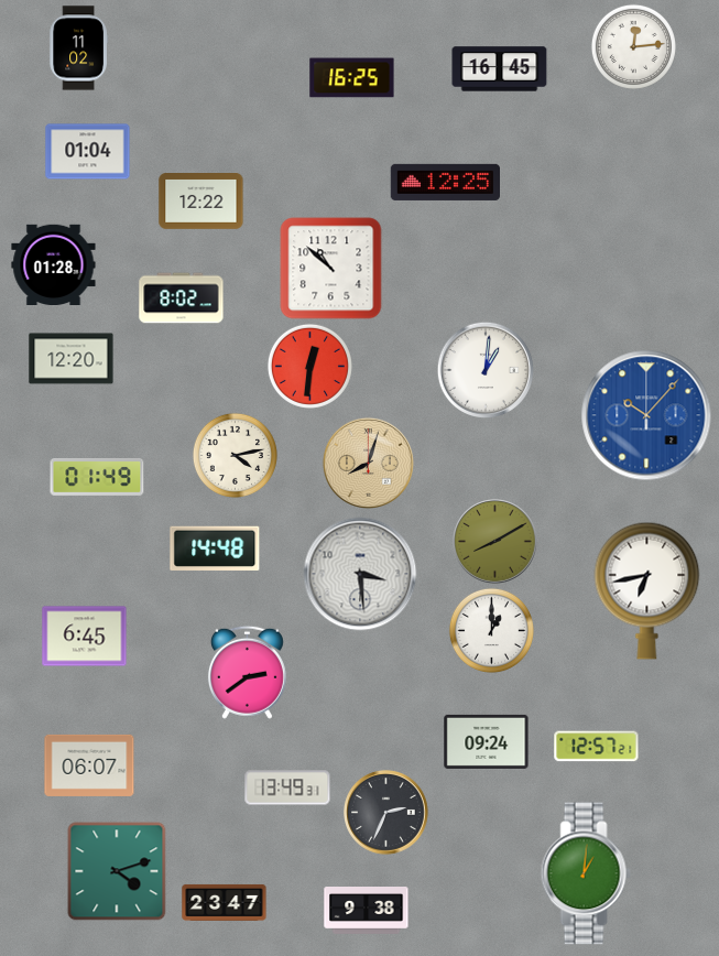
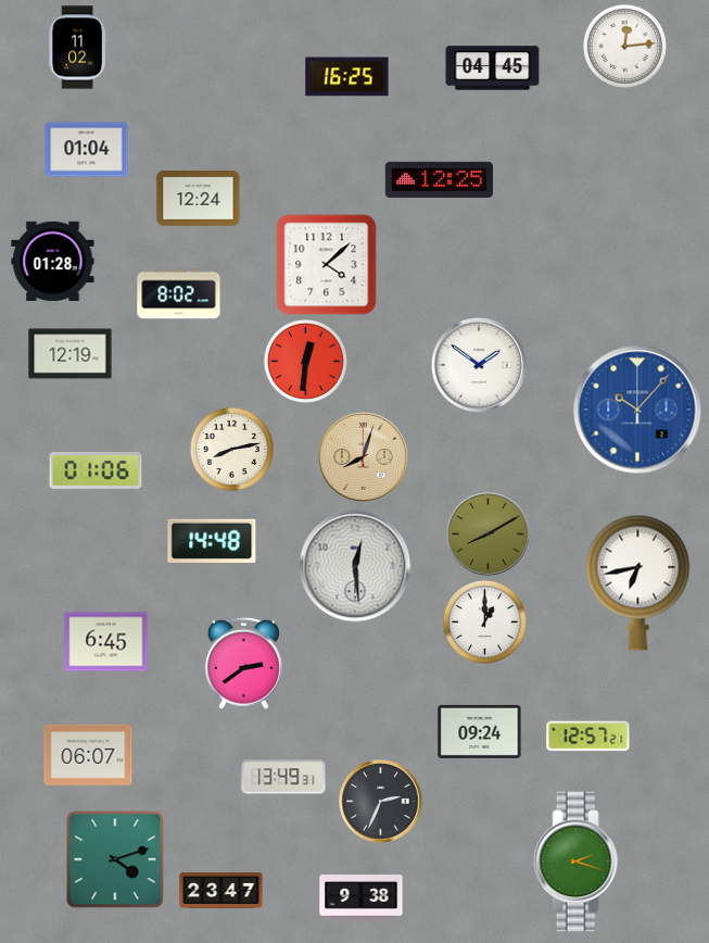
clock at (500, 69): 16:45 -> 04:45
clock at (201, 202): 12:22 -> 12:24
clock at (331, 269): 10:52 -> 4:08
clock at (72, 359): 12:20 -> 12:19
clock at (486, 370): 1:01 -> 1:51
clock at (235, 455): 4:13 -> 8:13
clock at (97, 477): 01:49 -> 01:06
clock at (360, 574): 3:29 -> 12:29
clock at (85, 637) position: (85, 637) -> (106, 642)
clock at (586, 873): 1:01 -> 2:18
